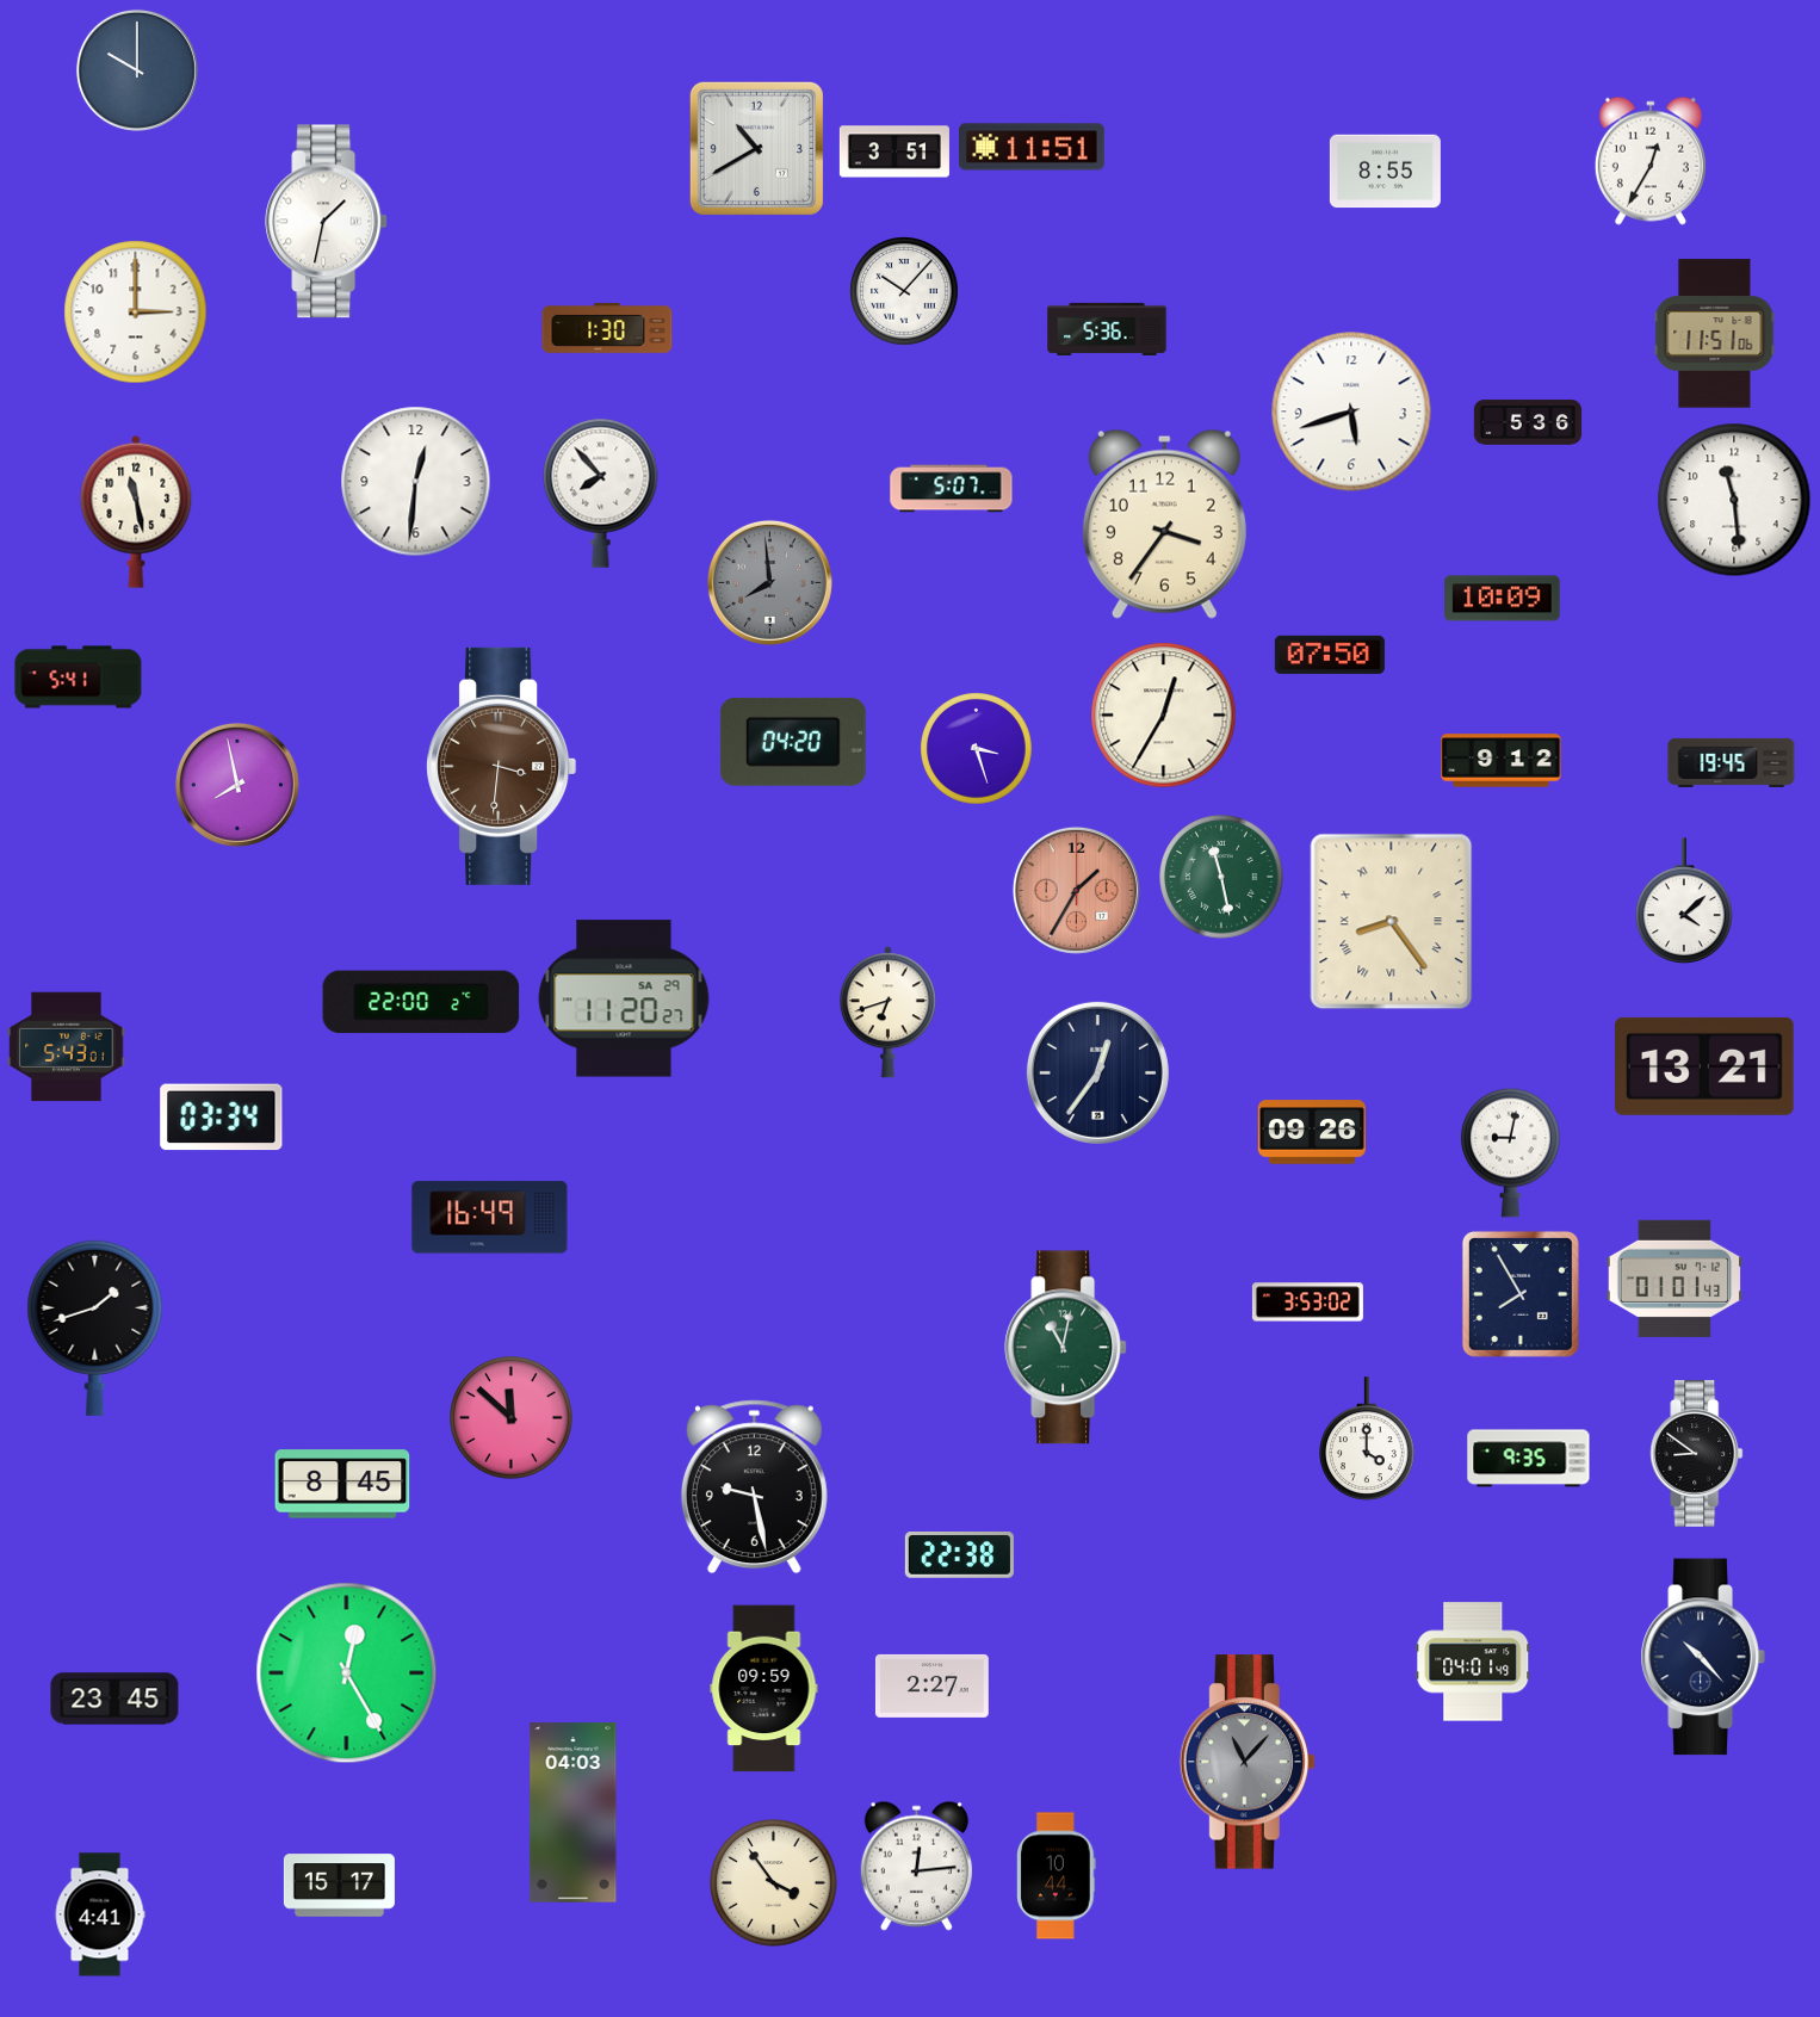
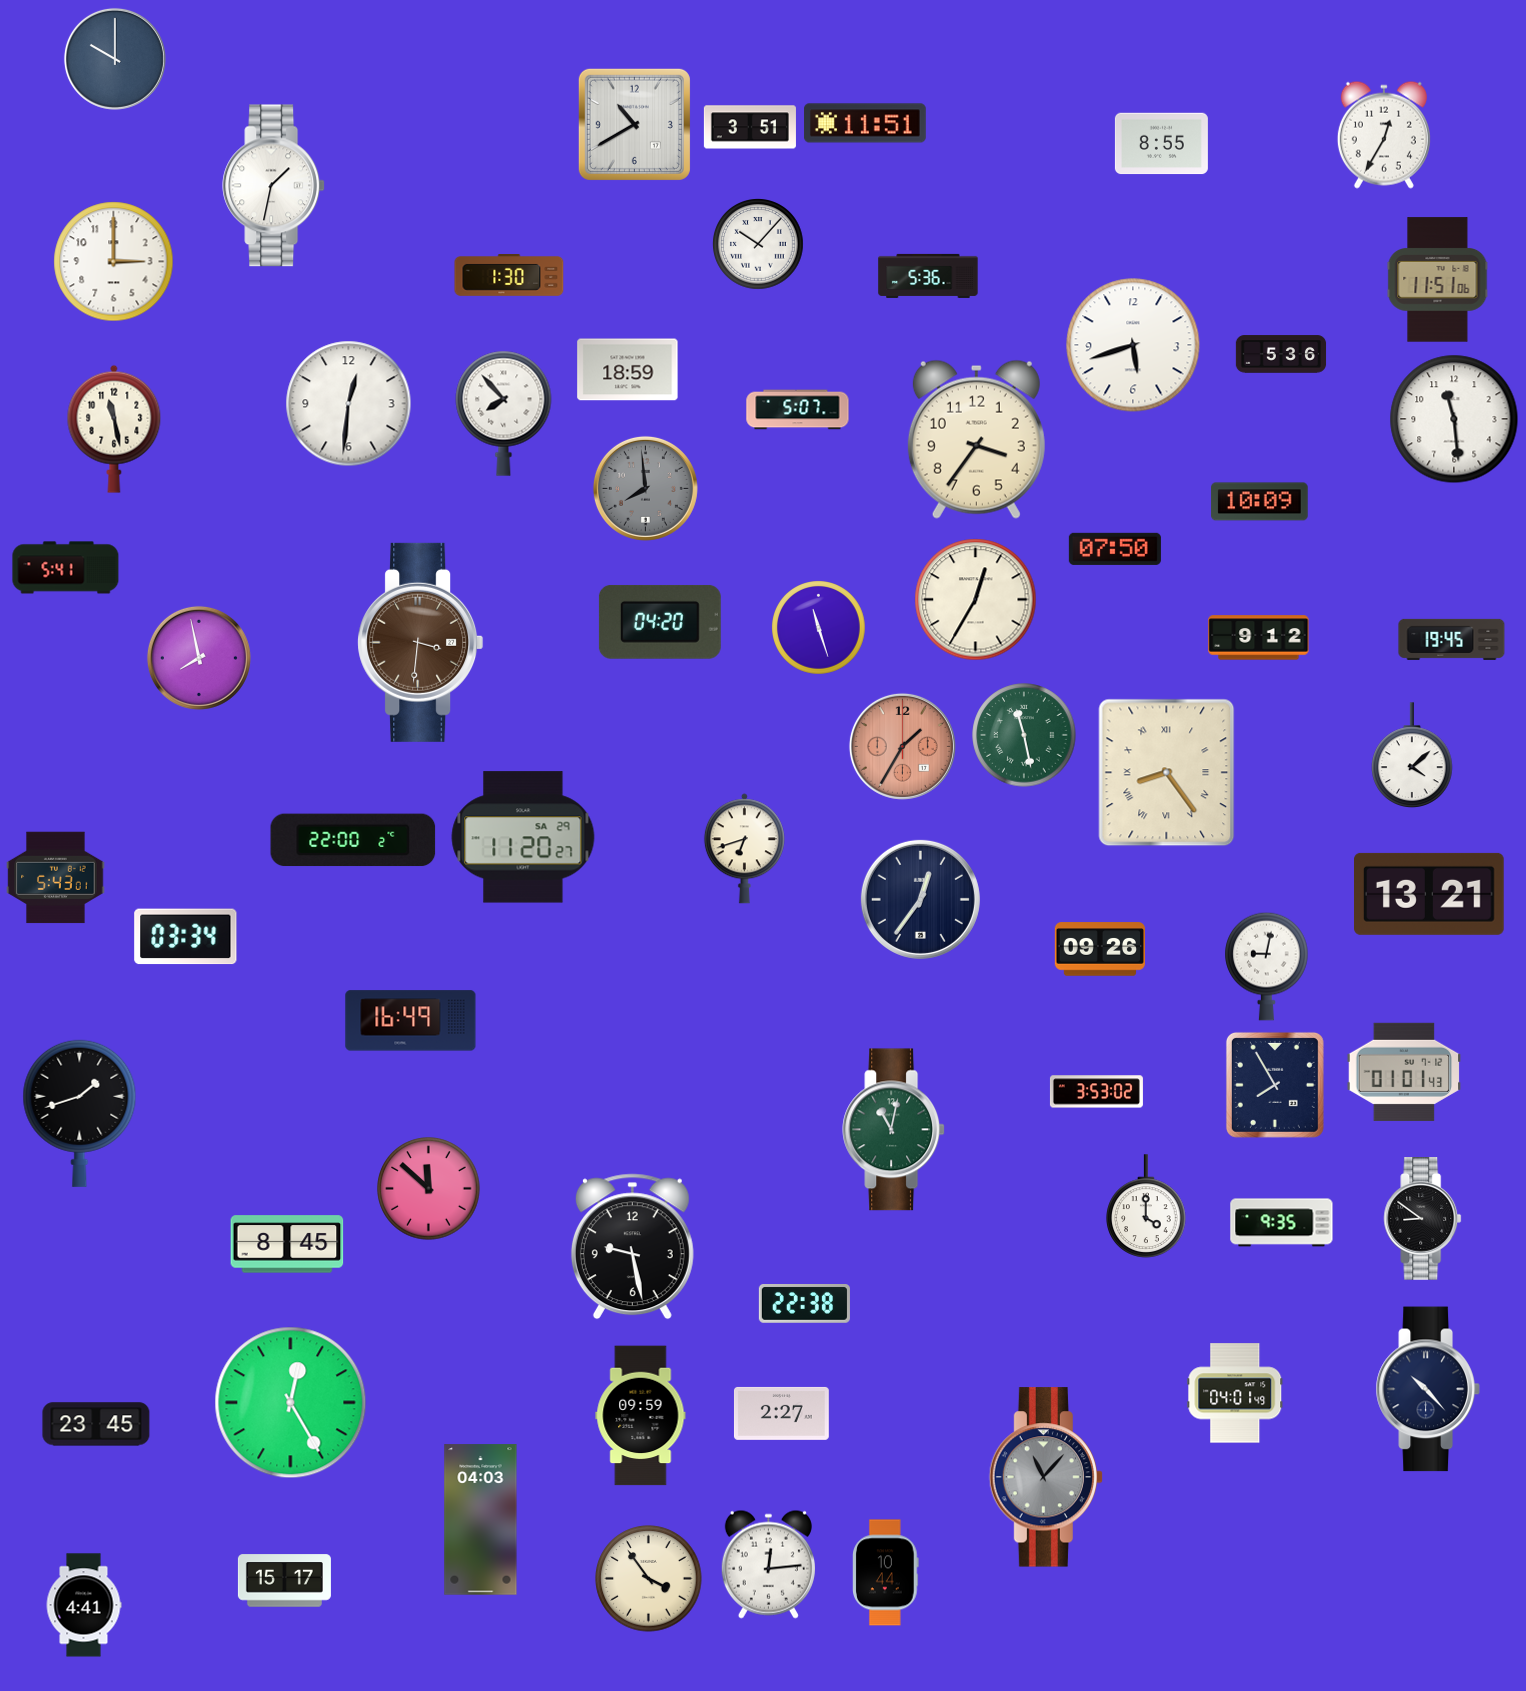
clock at (628, 370): none -> 18:59
clock at (793, 742) position: (793, 742) -> (660, 622)
clock at (977, 749): 3:27 -> 11:27
